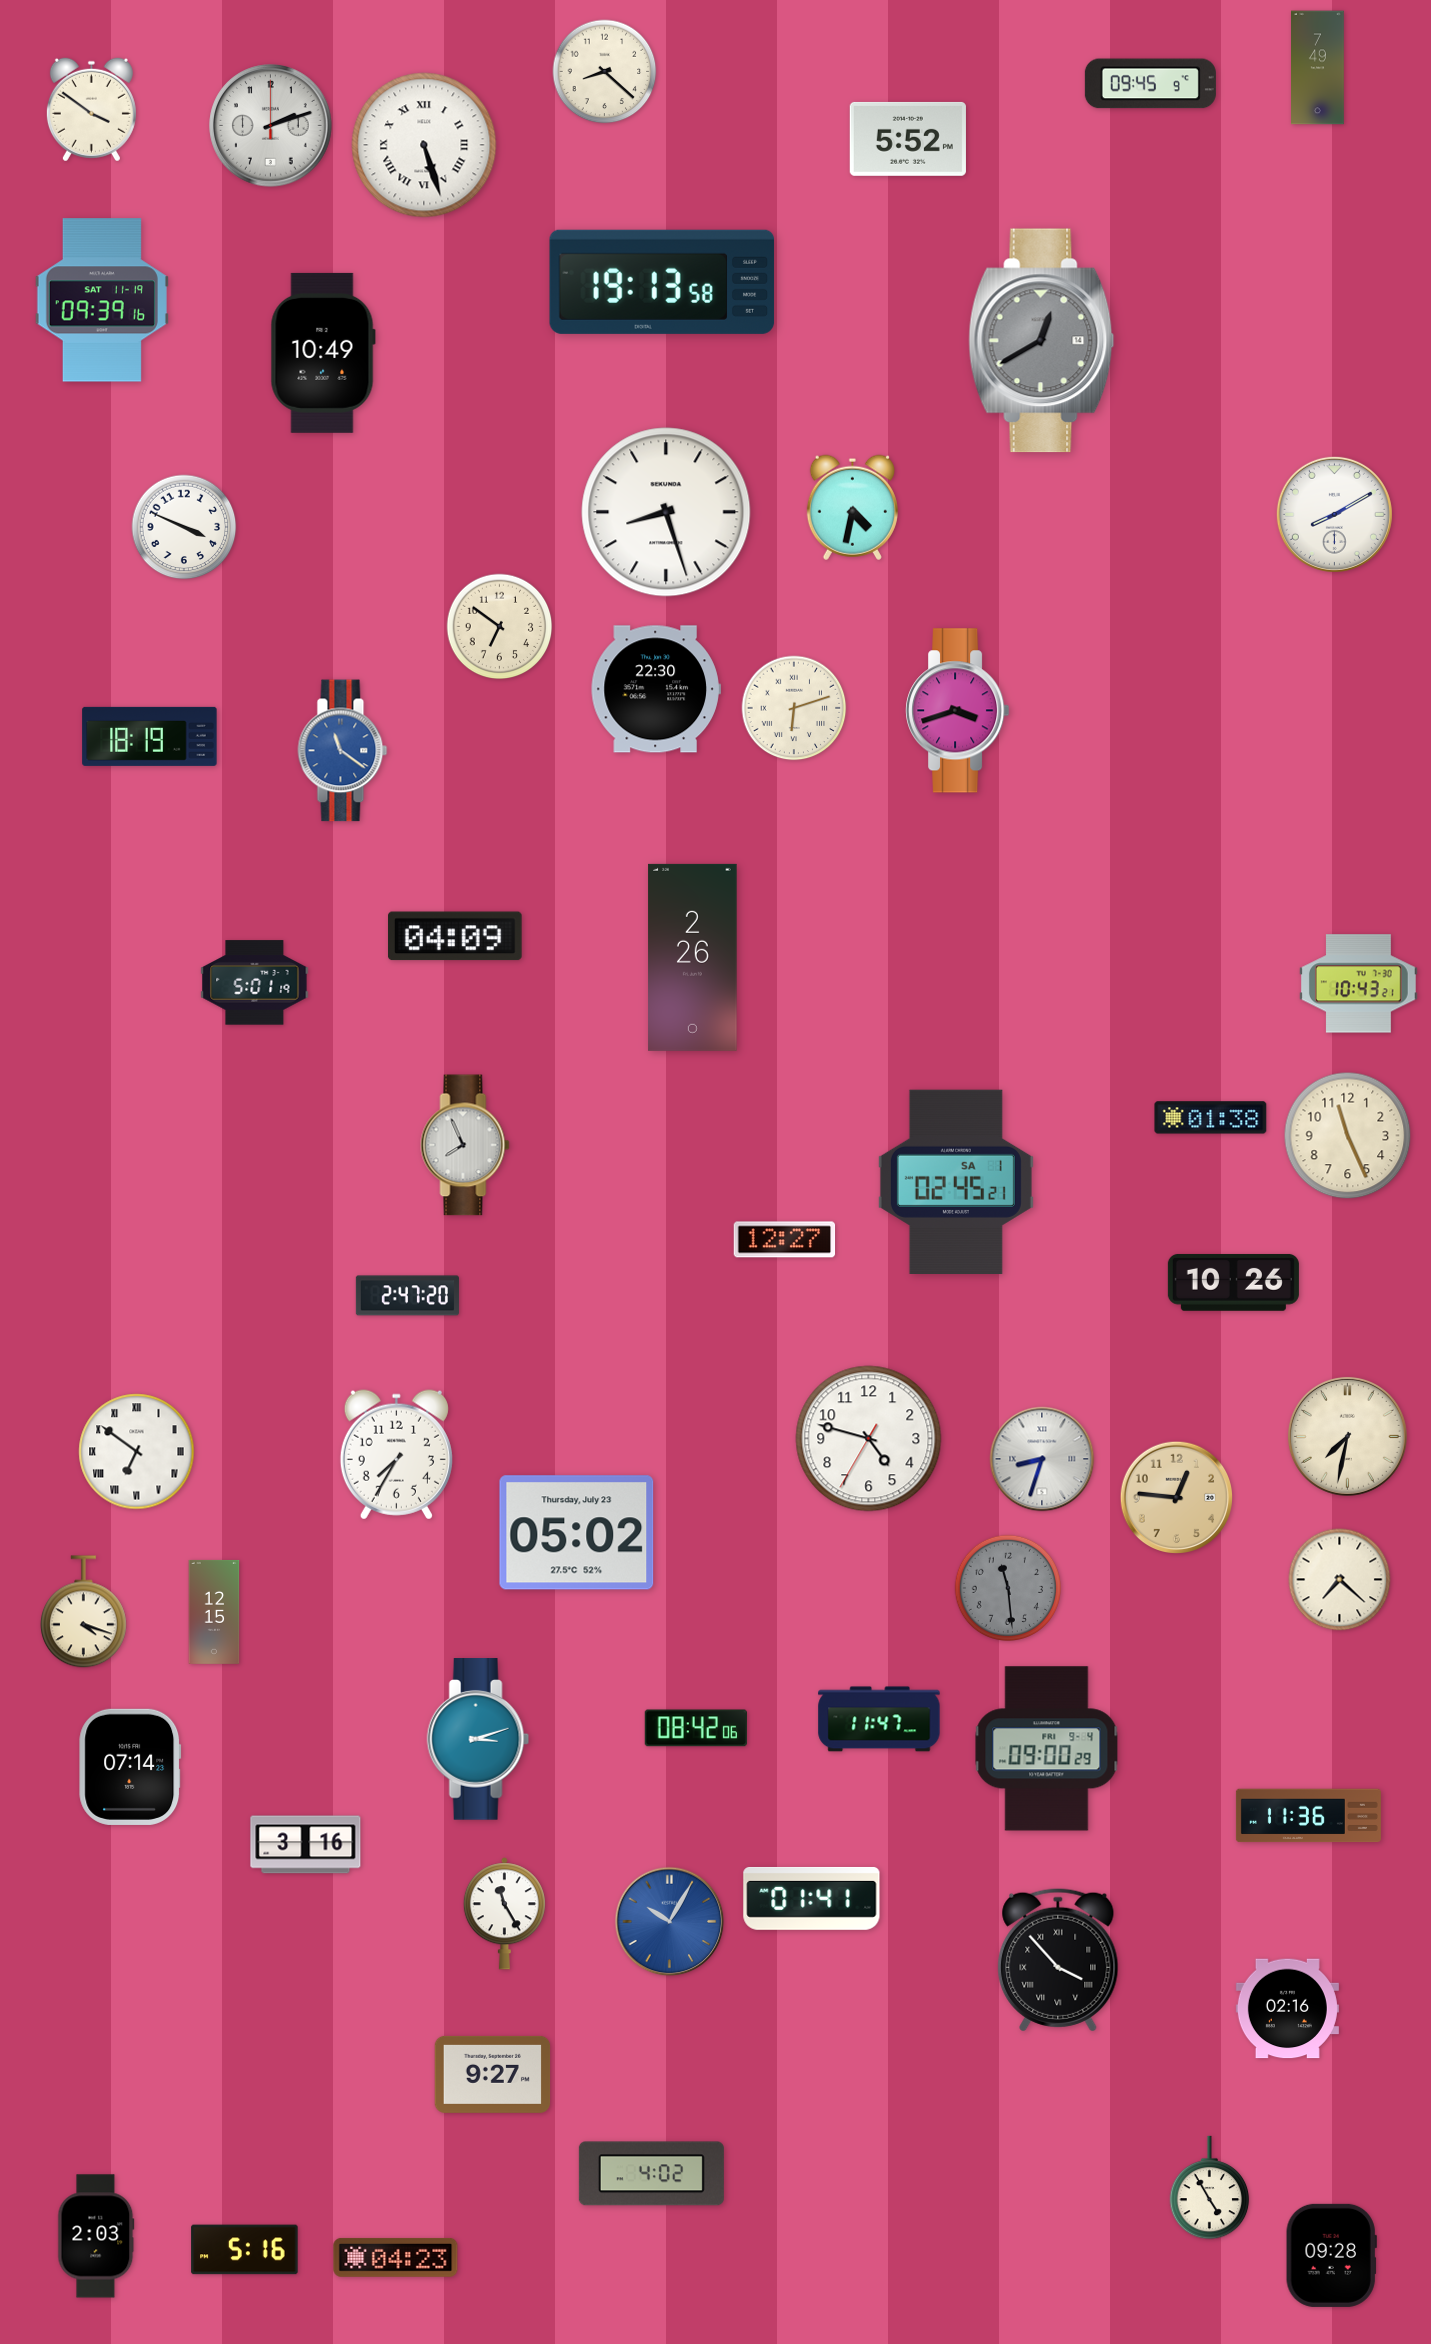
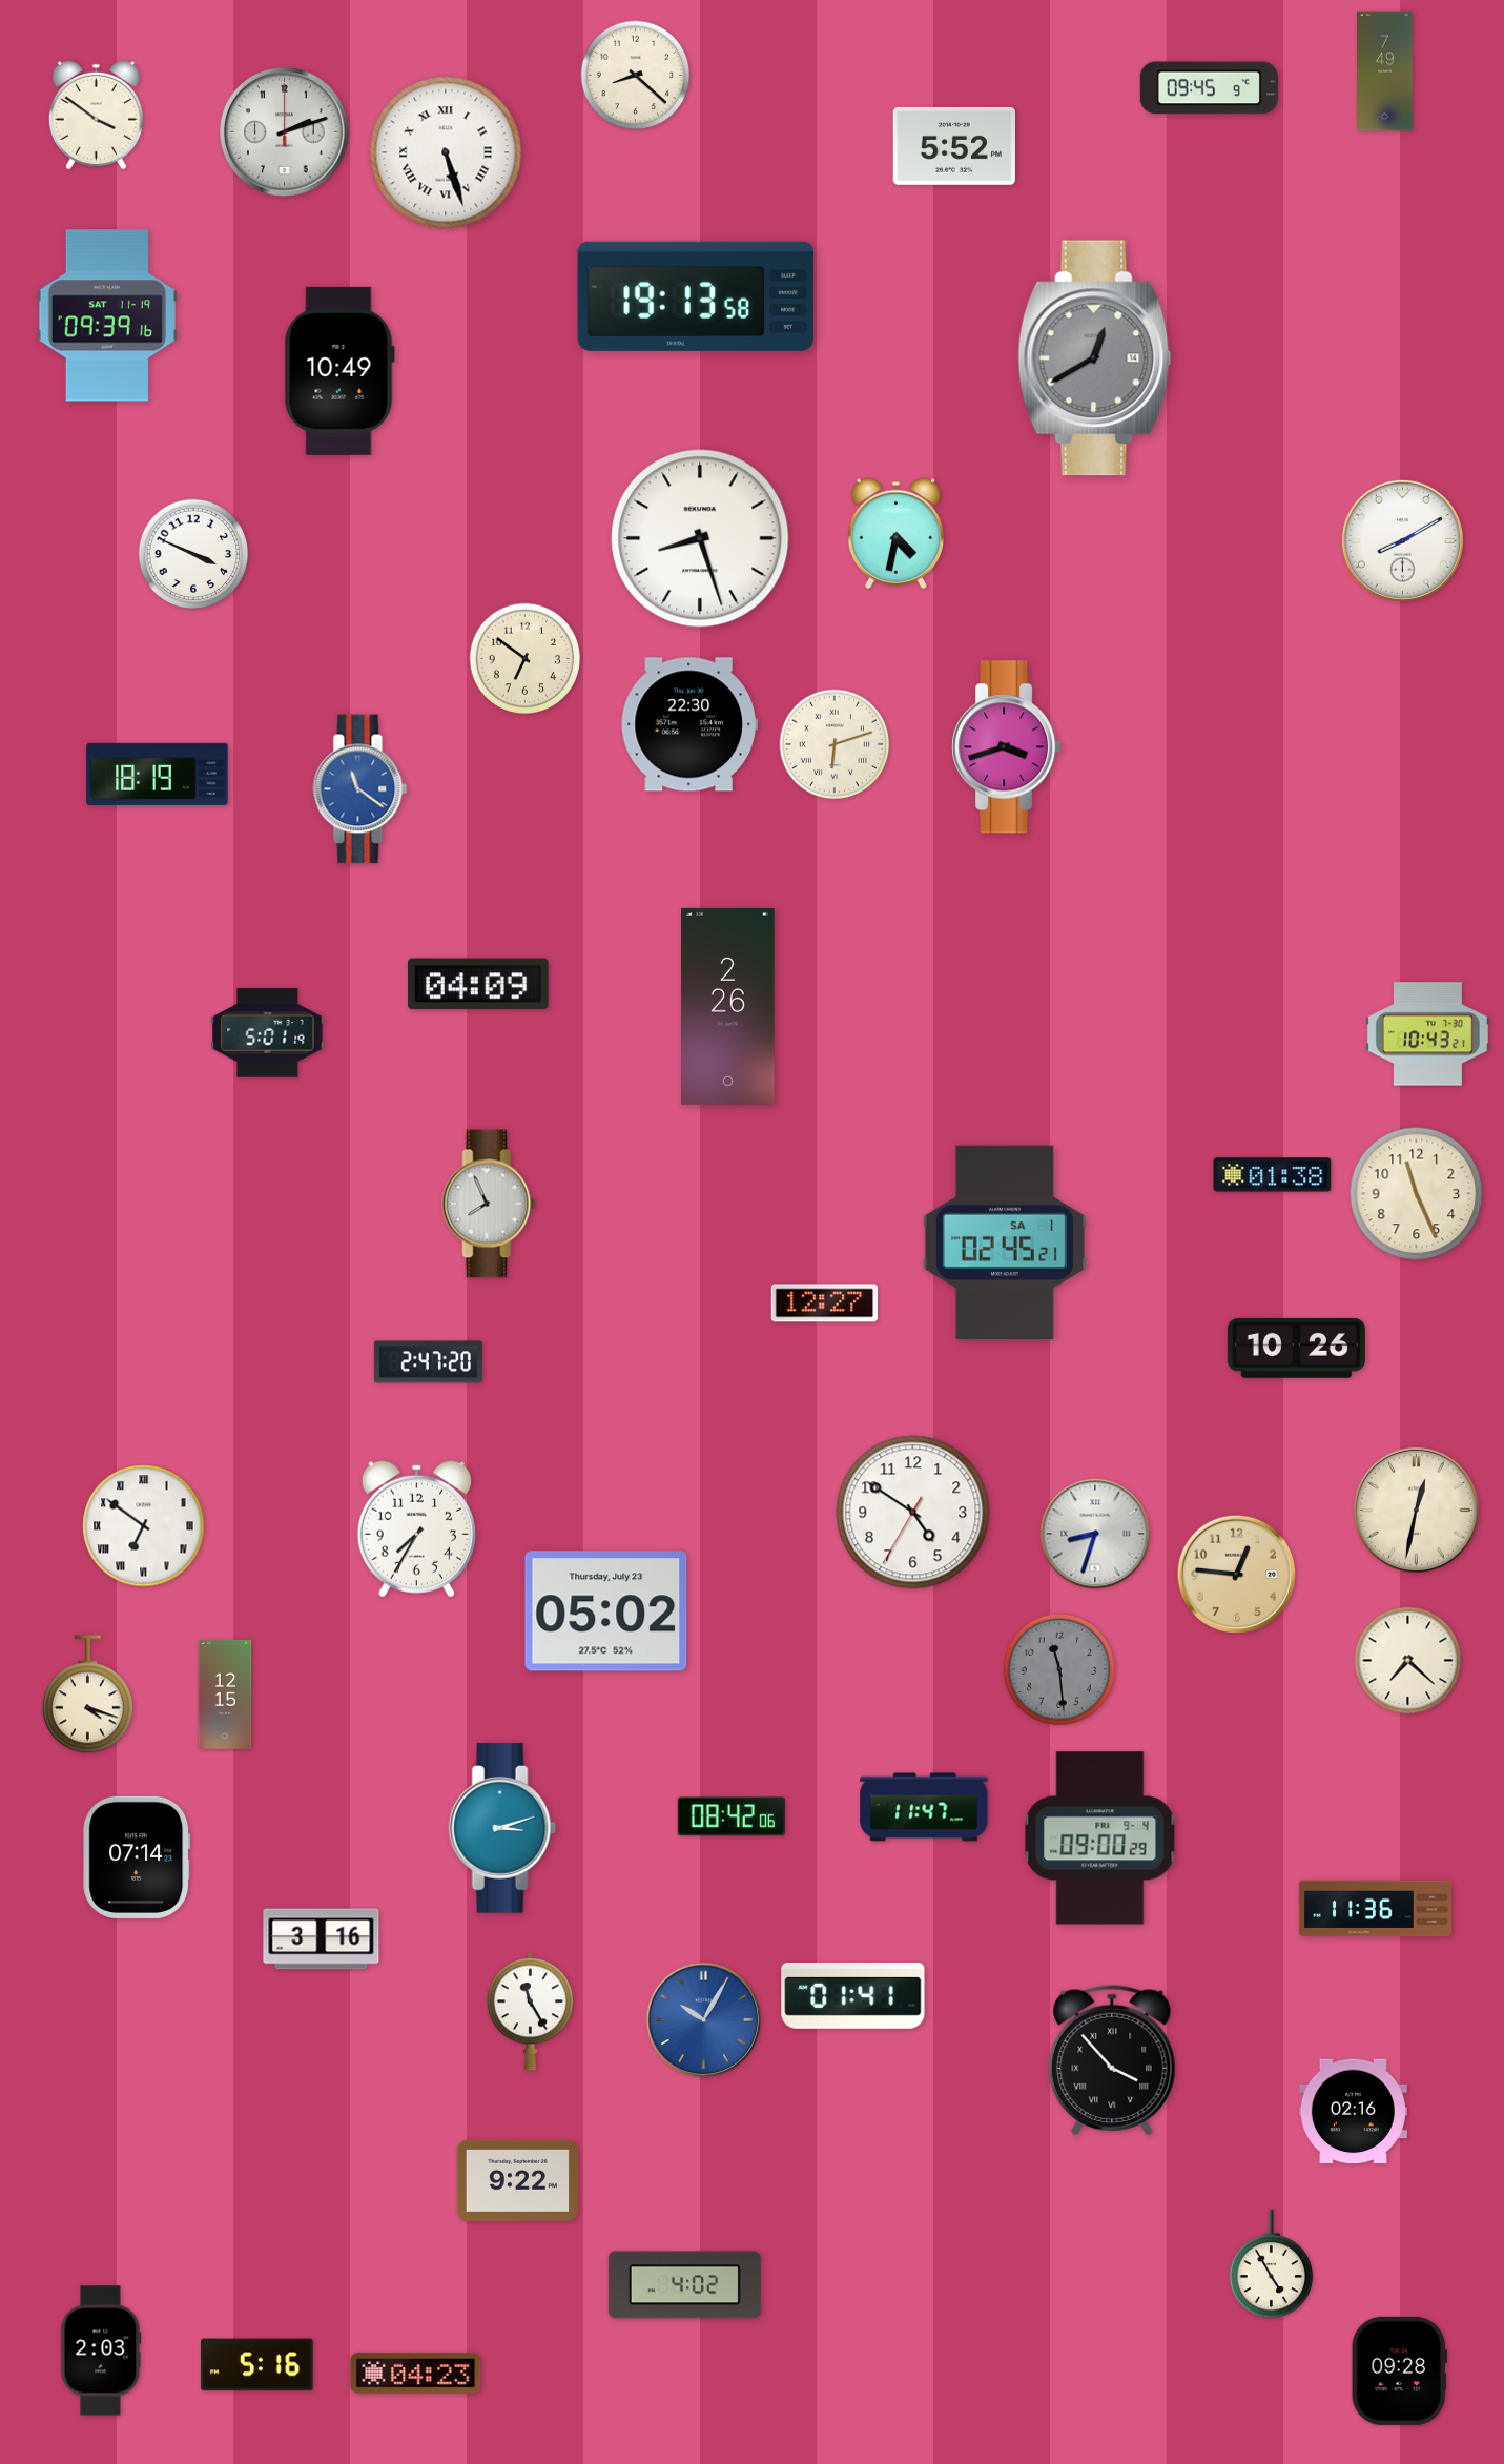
clock at (1347, 1436): 7:32 -> 12:32
clock at (869, 1439): 4:47 -> 4:50
clock at (493, 2074): 9:27 -> 9:22
clock at (1210, 2188) position: (1210, 2188) -> (1272, 2264)
